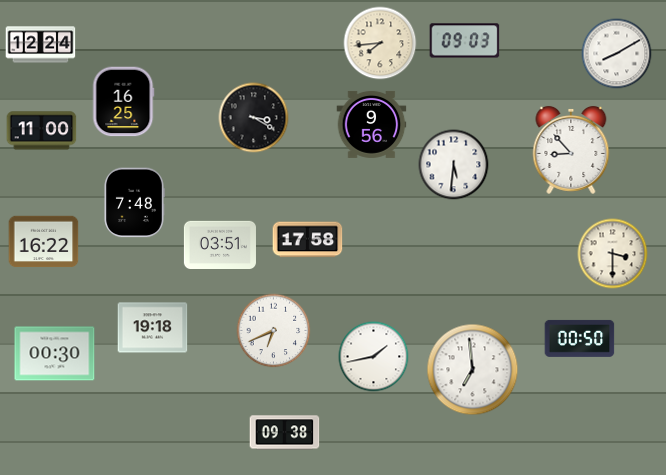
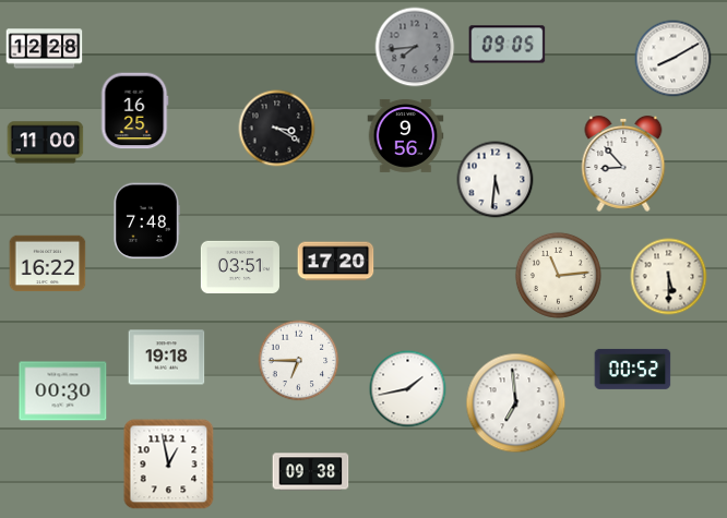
clock at (465, 41): 09:03 -> 09:05
clock at (380, 43) dial: cream -> grey
clock at (41, 45): 12:24 -> 12:28
clock at (308, 240): 17:58 -> 17:20
clock at (558, 275): none -> 11:14
clock at (613, 254): 3:30 -> 5:30
clock at (274, 331): 6:41 -> 6:45
clock at (580, 338): 00:50 -> 00:52
clock at (55, 354) position: (55, 354) -> (63, 391)
clock at (169, 465): none -> 12:58
